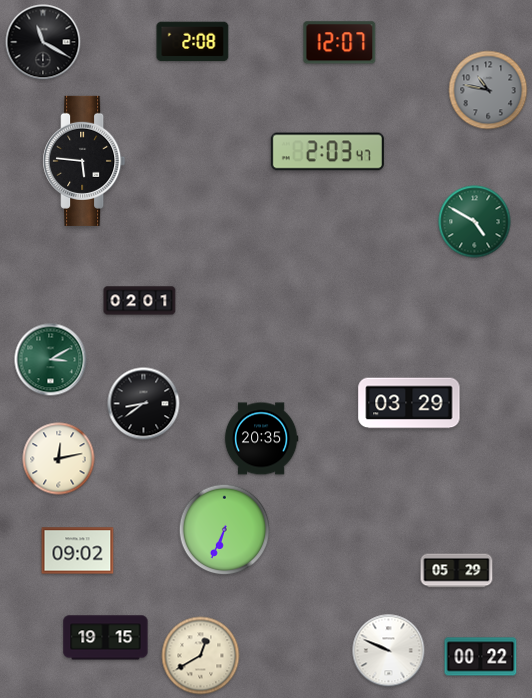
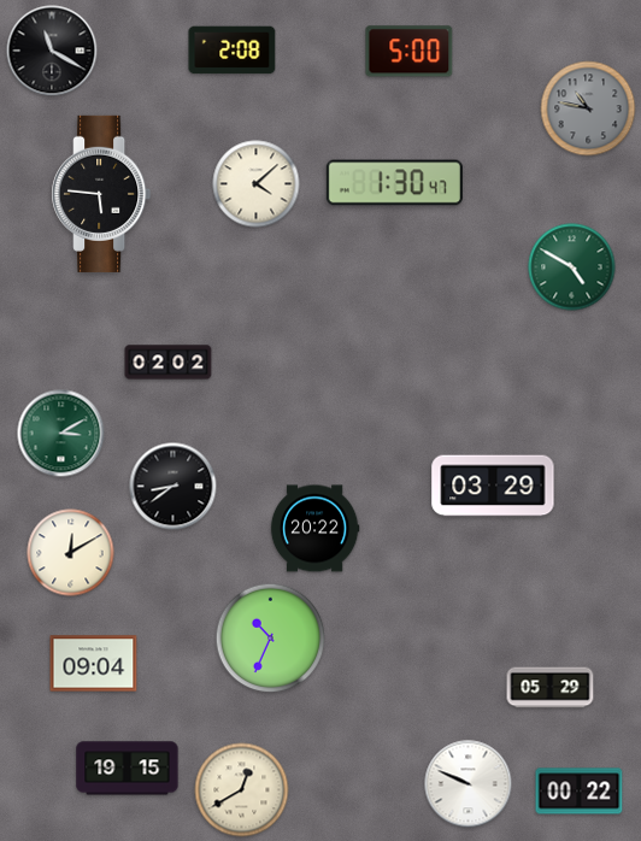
clock at (340, 43): 12:07 -> 5:00
clock at (327, 152): 2:03 -> 1:30
clock at (257, 184): none -> 4:08
clock at (140, 301): 02:01 -> 02:02
clock at (261, 439): 20:35 -> 20:22
clock at (59, 459): 12:13 -> 12:10
clock at (225, 530): 6:34 -> 10:34
clock at (78, 551): 09:02 -> 09:04
